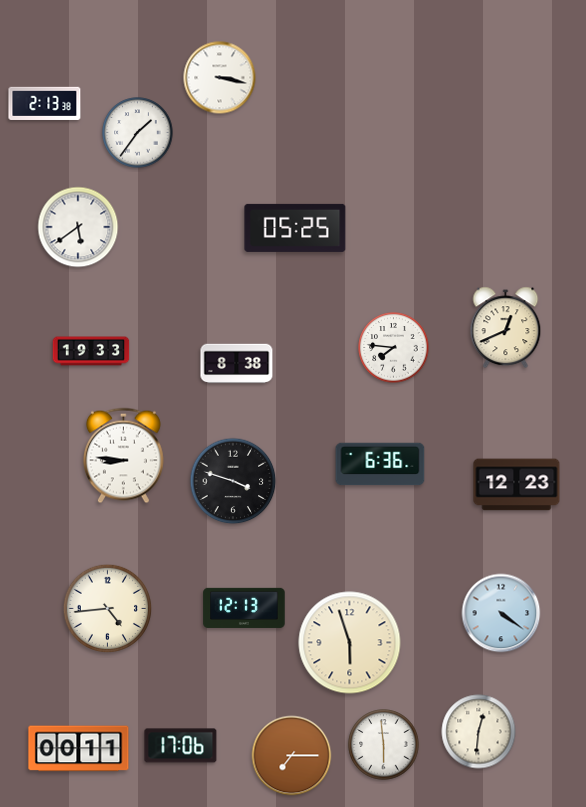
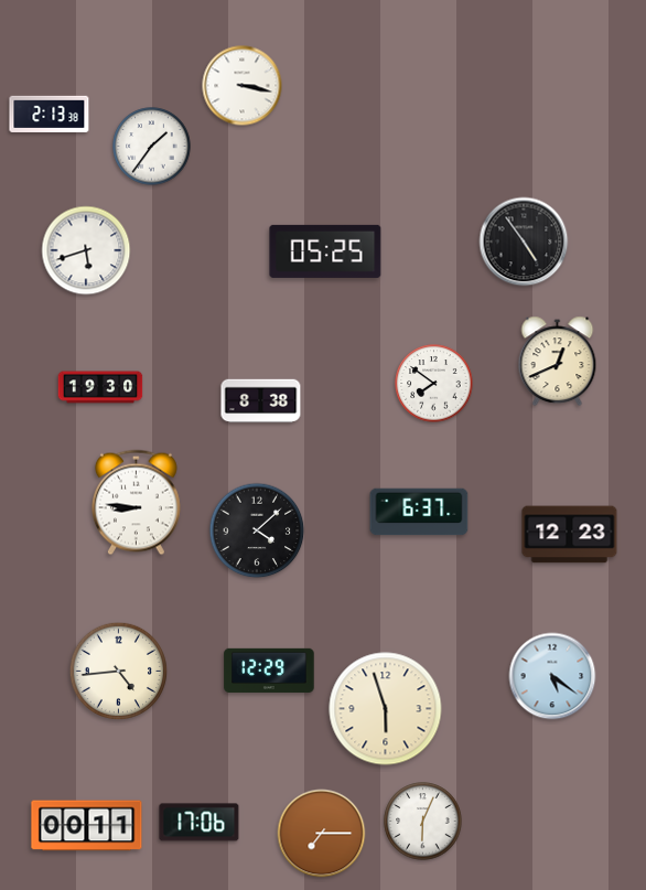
clock at (524, 242): none -> 4:54
clock at (78, 227): 5:39 -> 5:42
clock at (394, 348): 7:46 -> 7:51
clock at (91, 351): 19:33 -> 19:30
clock at (380, 464): 6:36 -> 6:37
clock at (233, 481): 3:48 -> 4:08
clock at (244, 608): 12:13 -> 12:29
clock at (501, 613): 4:21 -> 5:21
clock at (479, 732): 12:31 -> none
clock at (384, 745): 5:59 -> 6:04
